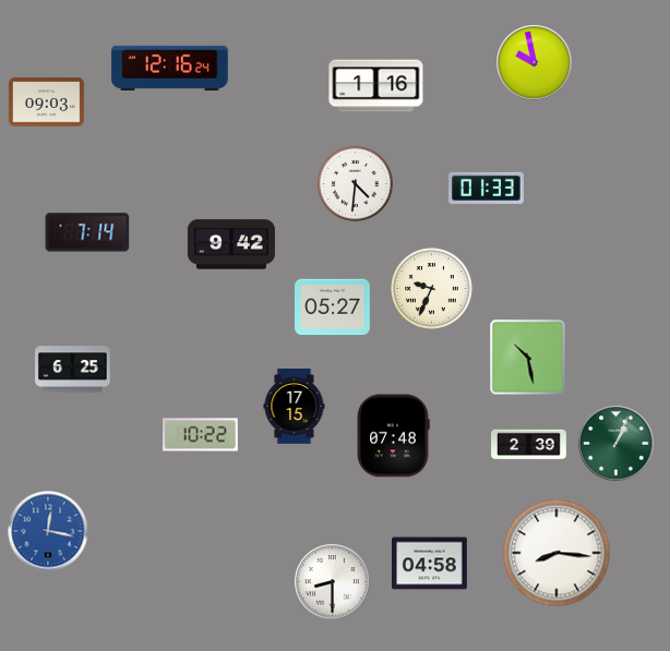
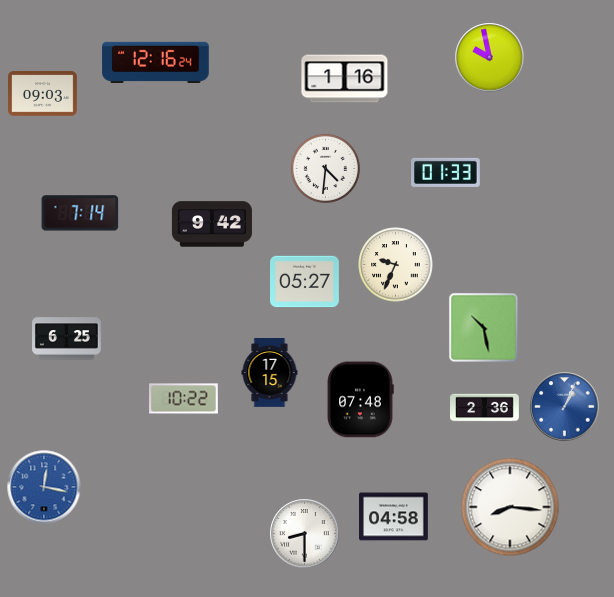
clock at (617, 444) dial: green -> blue
clock at (529, 445): 2:39 -> 2:36
